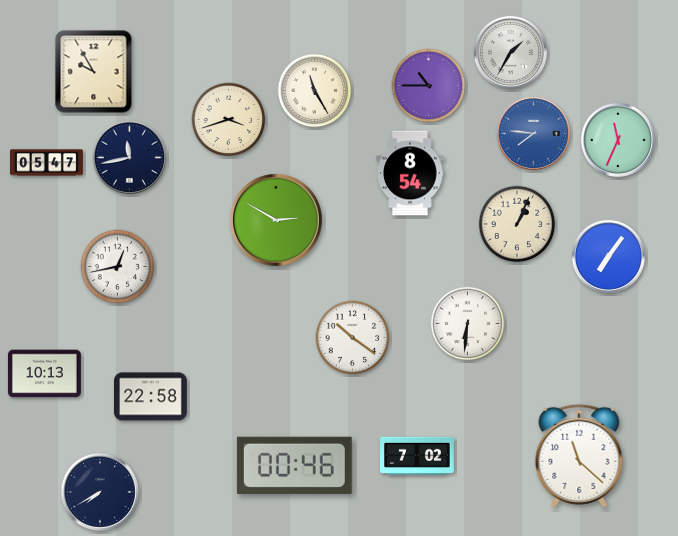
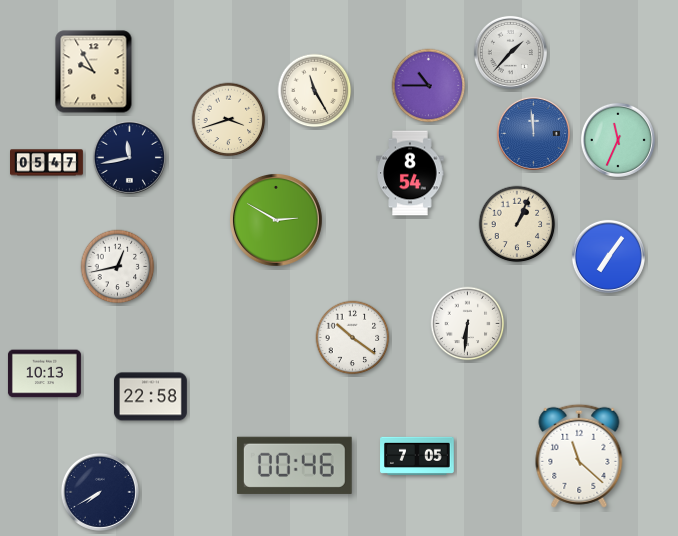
clock at (510, 52): 1:35 -> 1:37
clock at (533, 133): 7:46 -> 11:59
clock at (417, 455): 7:02 -> 7:05
